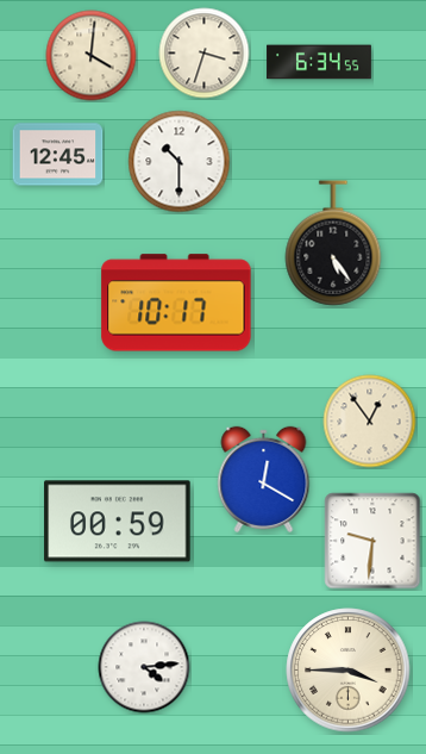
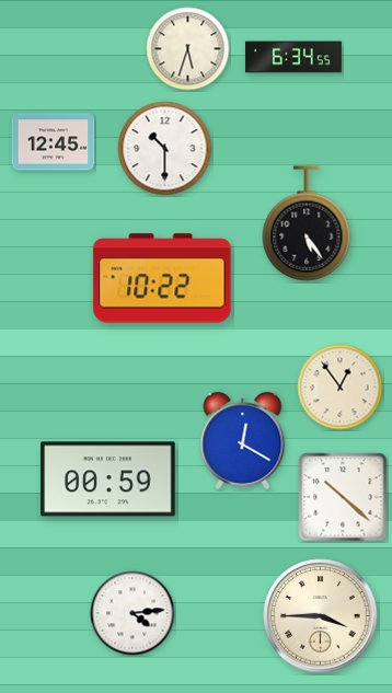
clock at (205, 54): 3:33 -> 5:33
clock at (92, 56): 4:01 -> none
clock at (176, 303): 10:17 -> 10:22
clock at (372, 541): 9:31 -> 10:22
